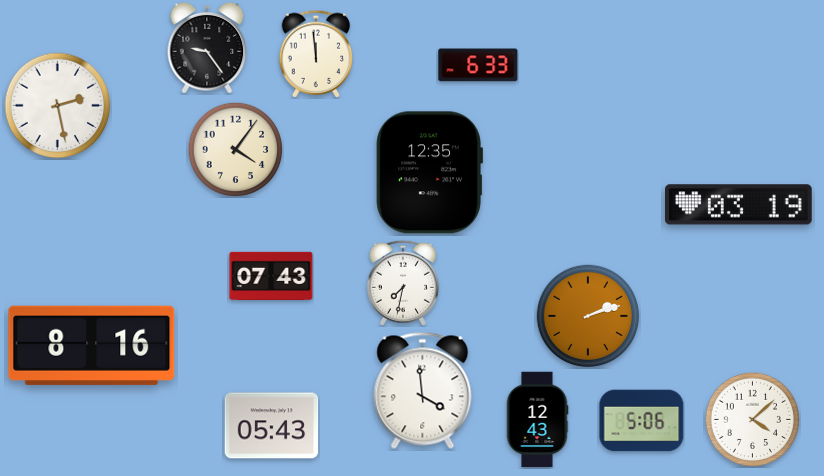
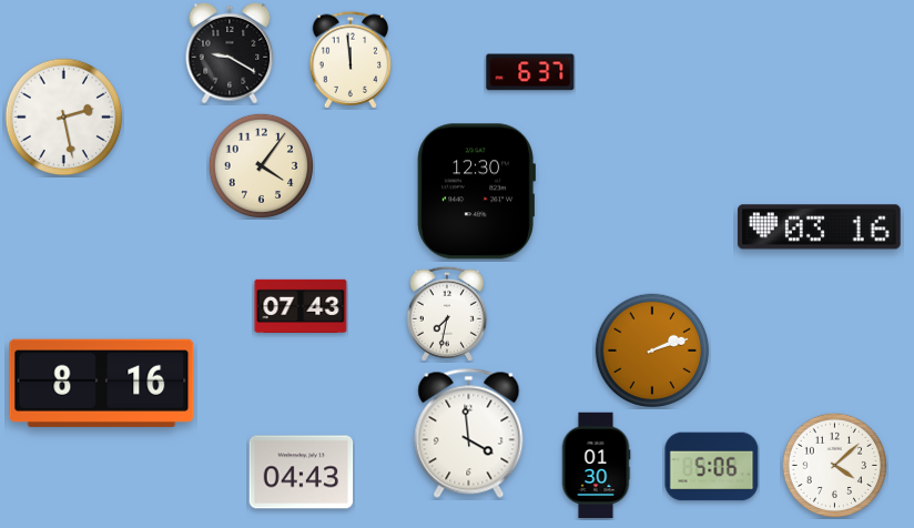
clock at (207, 48): 9:24 -> 9:20
clock at (478, 65): 6:33 -> 6:37
clock at (429, 173): 12:35 -> 12:30
clock at (738, 205): 03:19 -> 03:16
clock at (537, 420): 12:43 -> 01:30
clock at (272, 426): 05:43 -> 04:43
